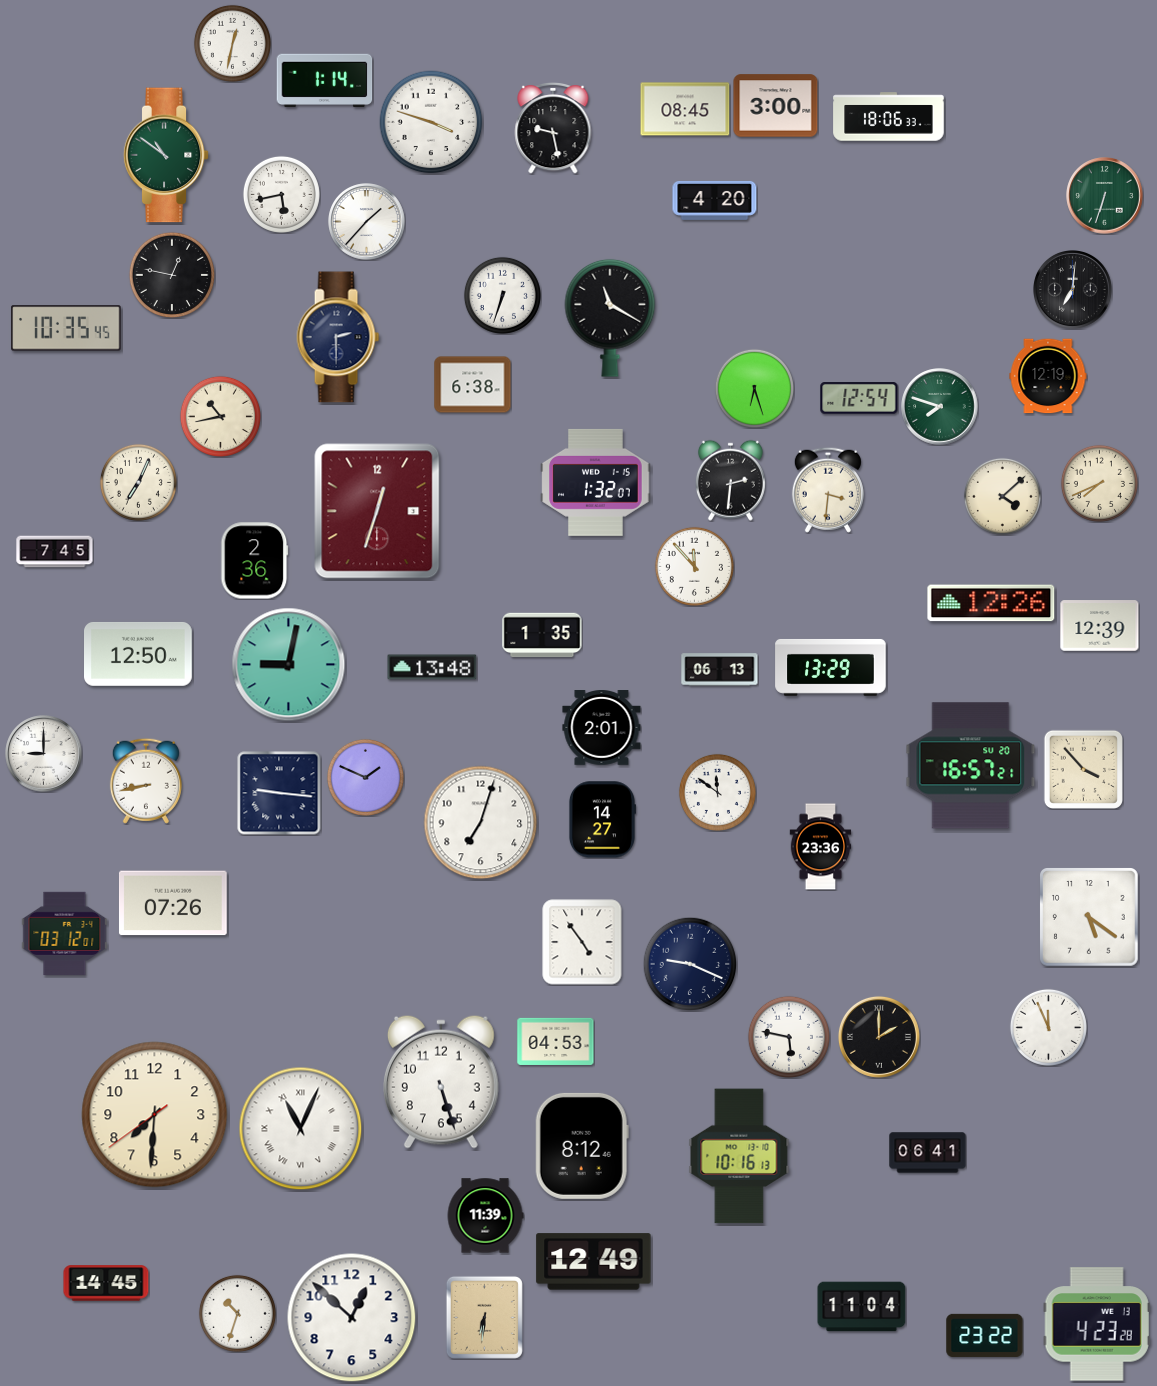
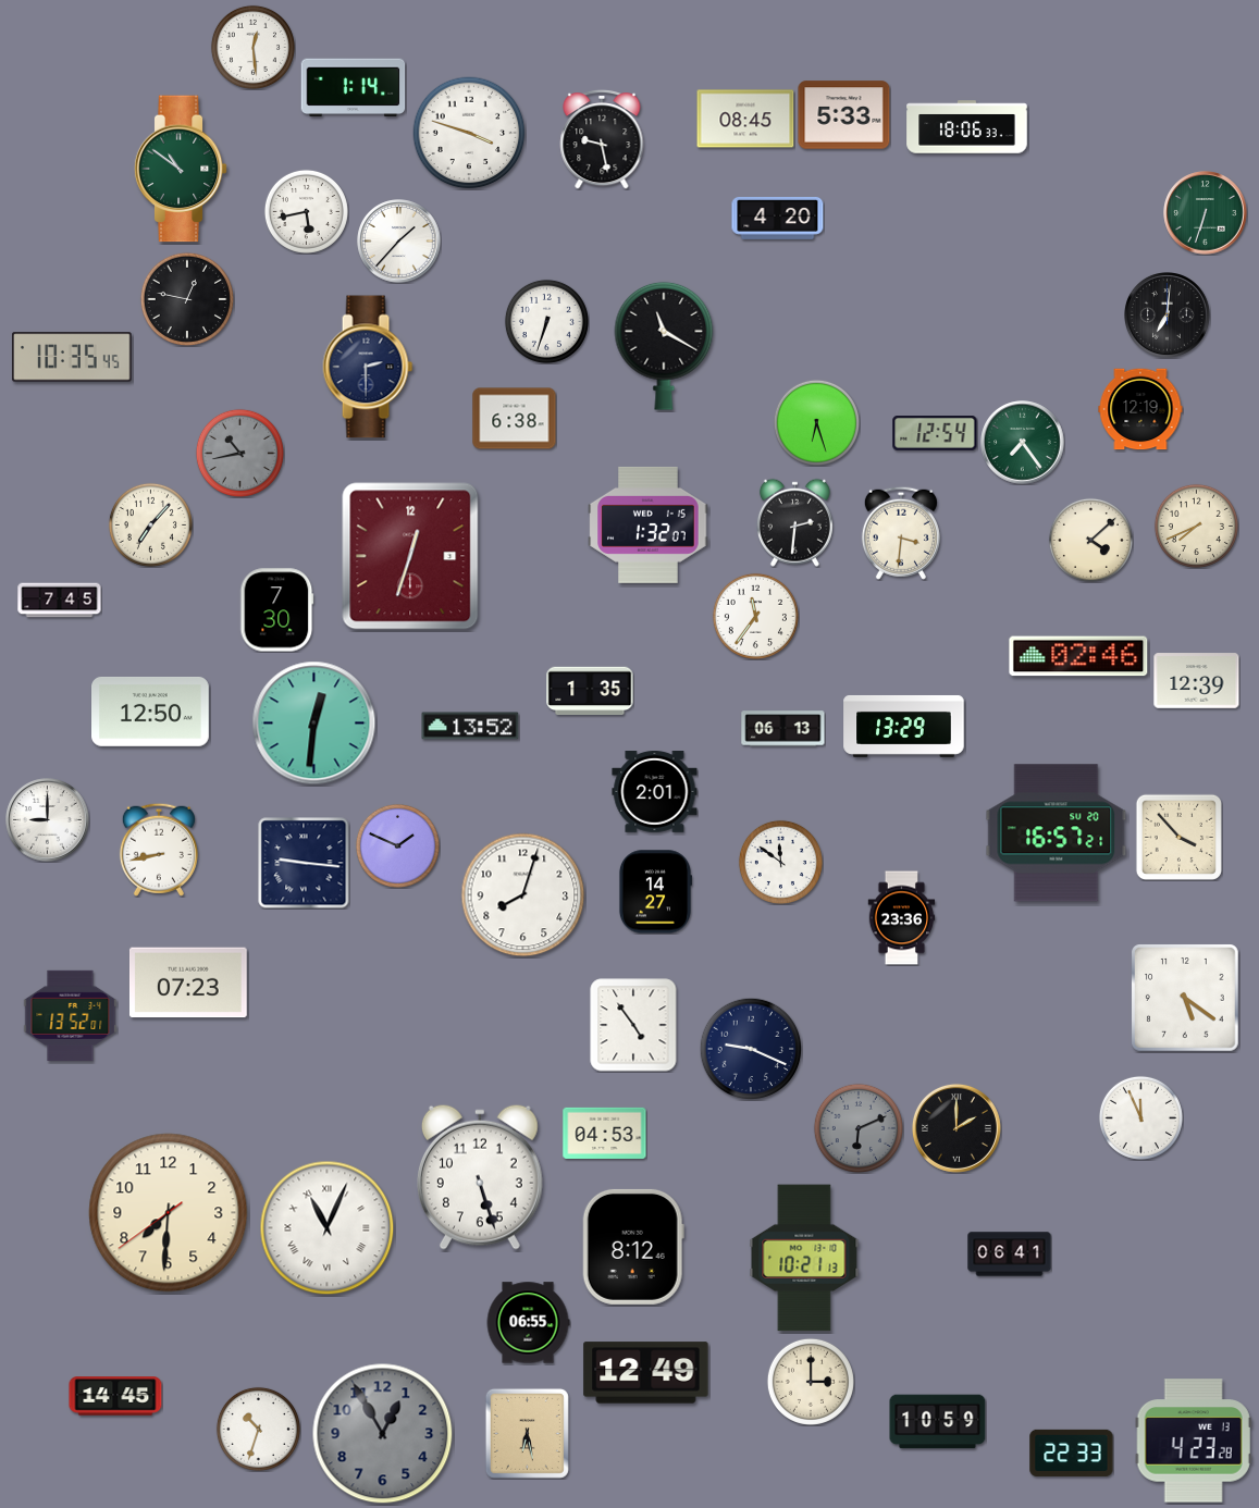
clock at (232, 43): 12:32 -> 12:29
clock at (776, 106): 3:00 -> 5:33
clock at (1105, 196) position: (1105, 196) -> (1206, 213)
clock at (754, 388) position: (754, 388) -> (816, 422)
clock at (940, 407): 7:48 -> 7:24
clock at (220, 416) dial: cream -> grey
clock at (138, 482): 7:04 -> 7:07
clock at (255, 561): 2:36 -> 7:30
clock at (694, 566): 11:53 -> 11:36
clock at (991, 603): 12:26 -> 02:46
clock at (289, 665): 9:02 -> 12:31
clock at (432, 667): 13:48 -> 13:52
clock at (481, 823): 7:03 -> 8:03
clock at (821, 847) position: (821, 847) -> (902, 918)
clock at (173, 903): 07:26 -> 07:23
clock at (65, 933): 03:12 -> 13:52
clock at (789, 1037): 5:47 -> 6:11
clock at (789, 1037) dial: white -> grey
clock at (739, 1156): 10:16 -> 10:21
clock at (485, 1216): 11:39 -> 06:55
clock at (811, 1382): none -> 3:00
clock at (862, 1307): 11:04 -> 10:59
clock at (484, 1317): 6:31 -> 6:28
clock at (352, 1318): 12:52 -> 12:55
clock at (352, 1318) dial: white -> grey
clock at (985, 1335): 23:22 -> 22:33
